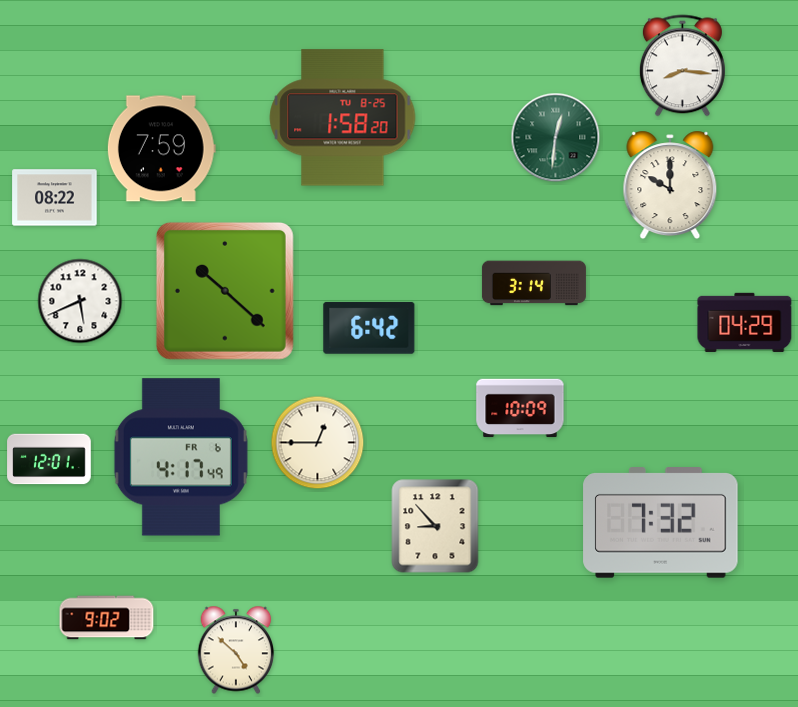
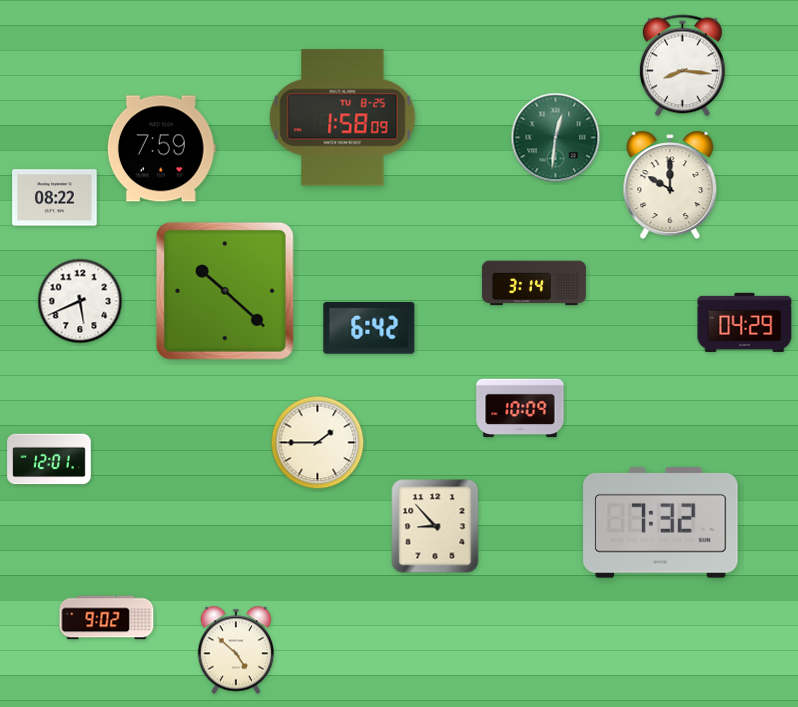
clock at (343, 118): 1:58:20 -> 1:58:09
clock at (318, 443): 12:45 -> 1:45
clock at (181, 457): 4:17 -> none
